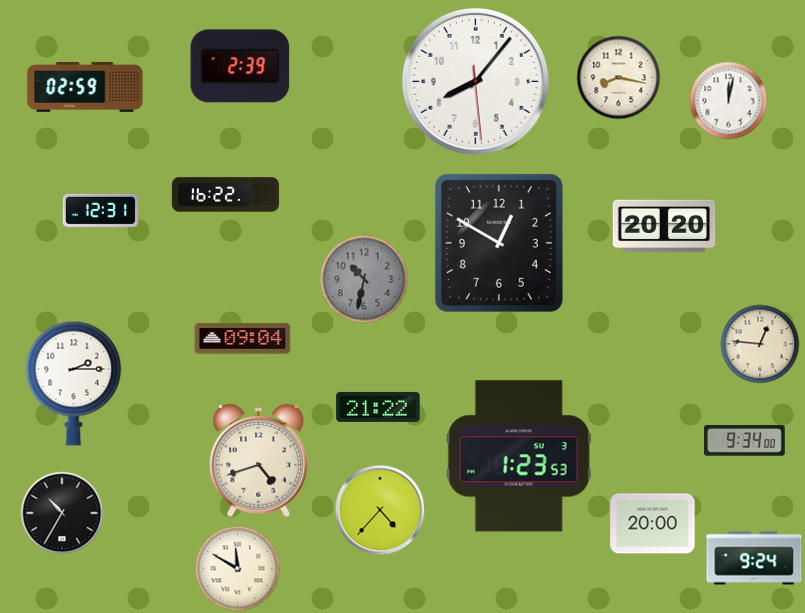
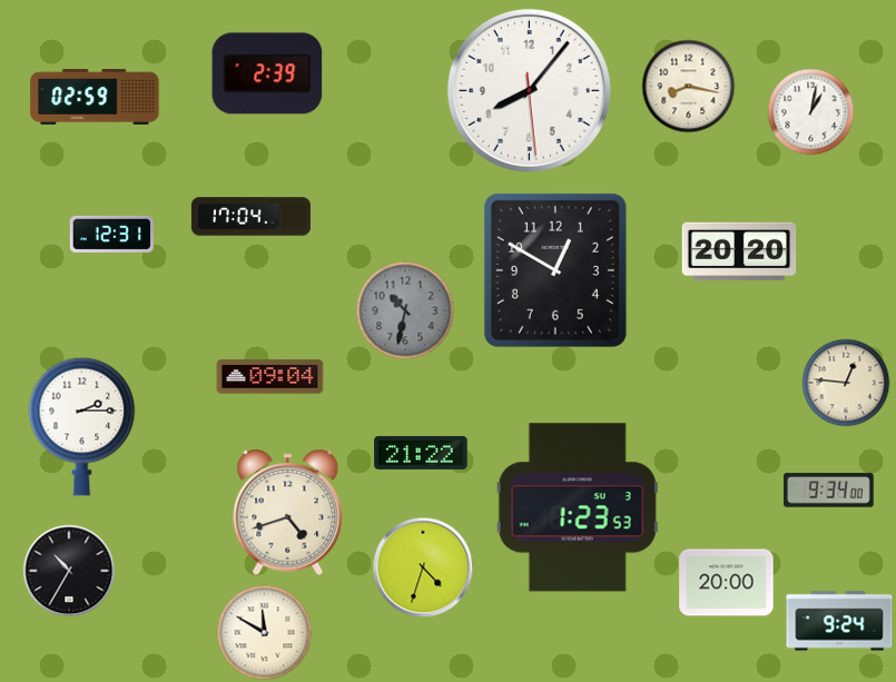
clock at (729, 101): 12:02 -> 1:02
clock at (225, 195): 16:22 -> 17:04
clock at (380, 510): 4:37 -> 4:33
